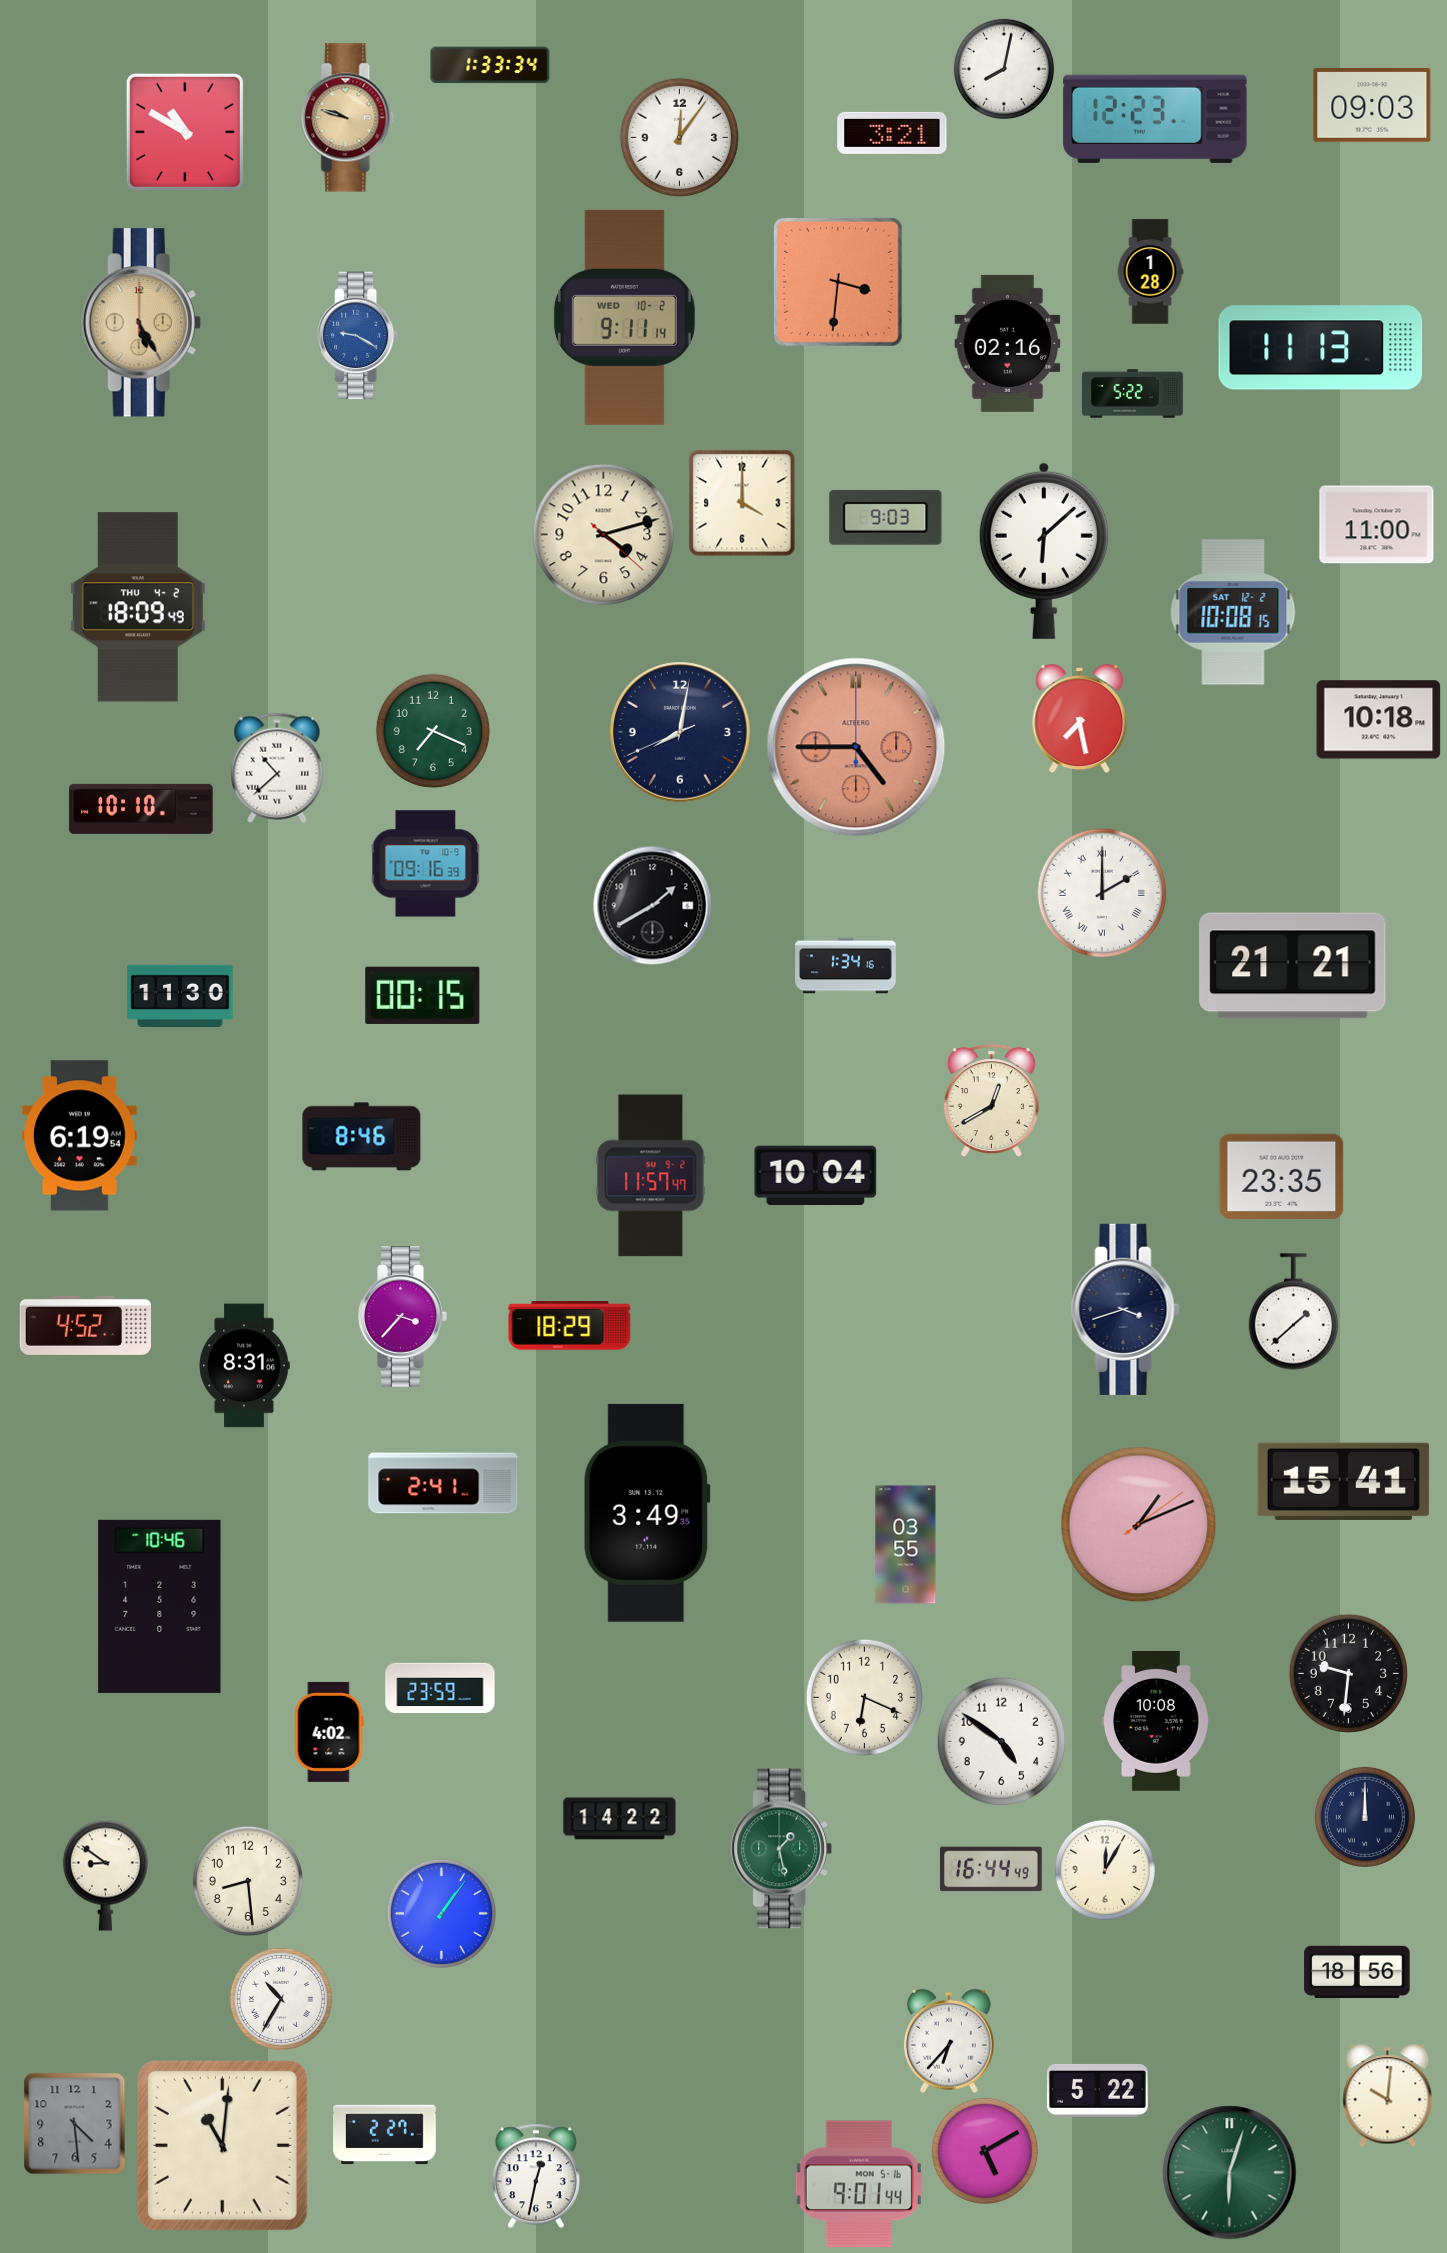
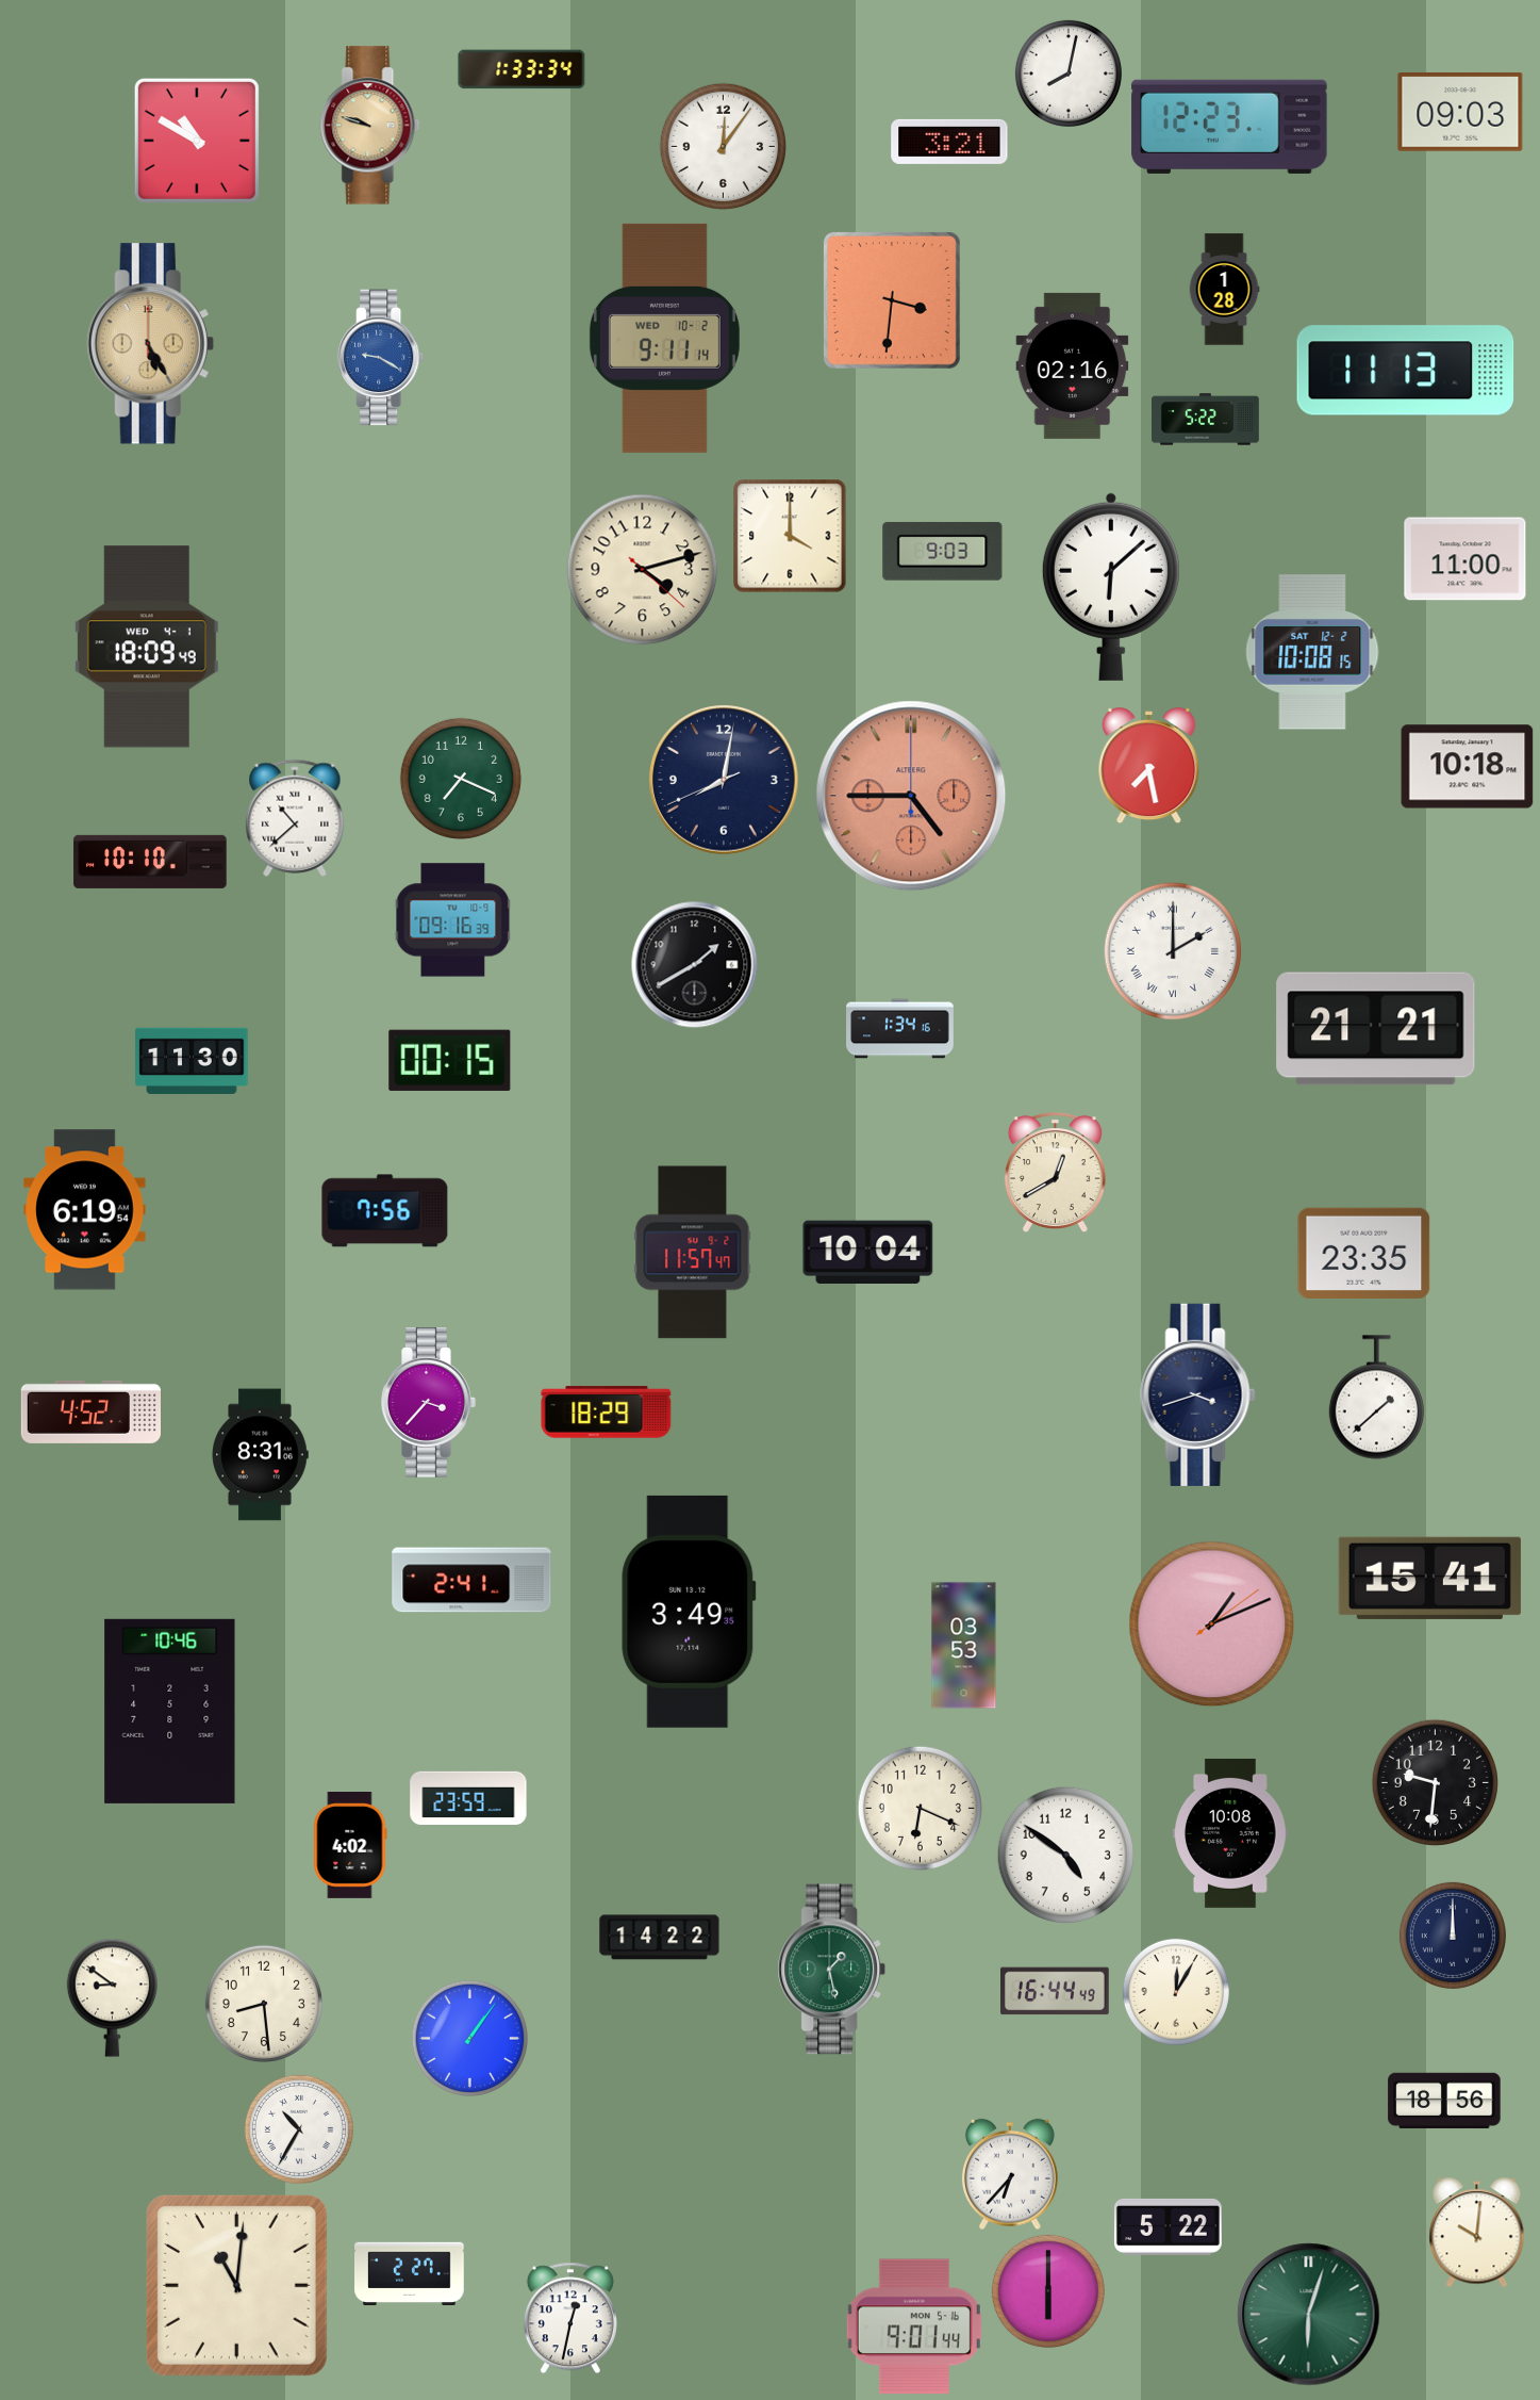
clock at (138, 607) date: THU 4-2 -> WED 4-1
clock at (362, 1137): 8:46 -> 7:56
clock at (906, 1545): 03:55 -> 03:53
clock at (75, 2124): 4:29 -> none
clock at (985, 2151): 5:10 -> 6:00
